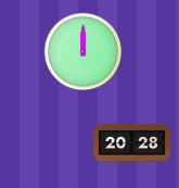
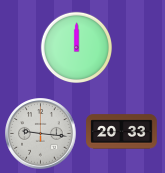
clock at (132, 143): 20:28 -> 20:33
clock at (41, 134): none -> 9:16
